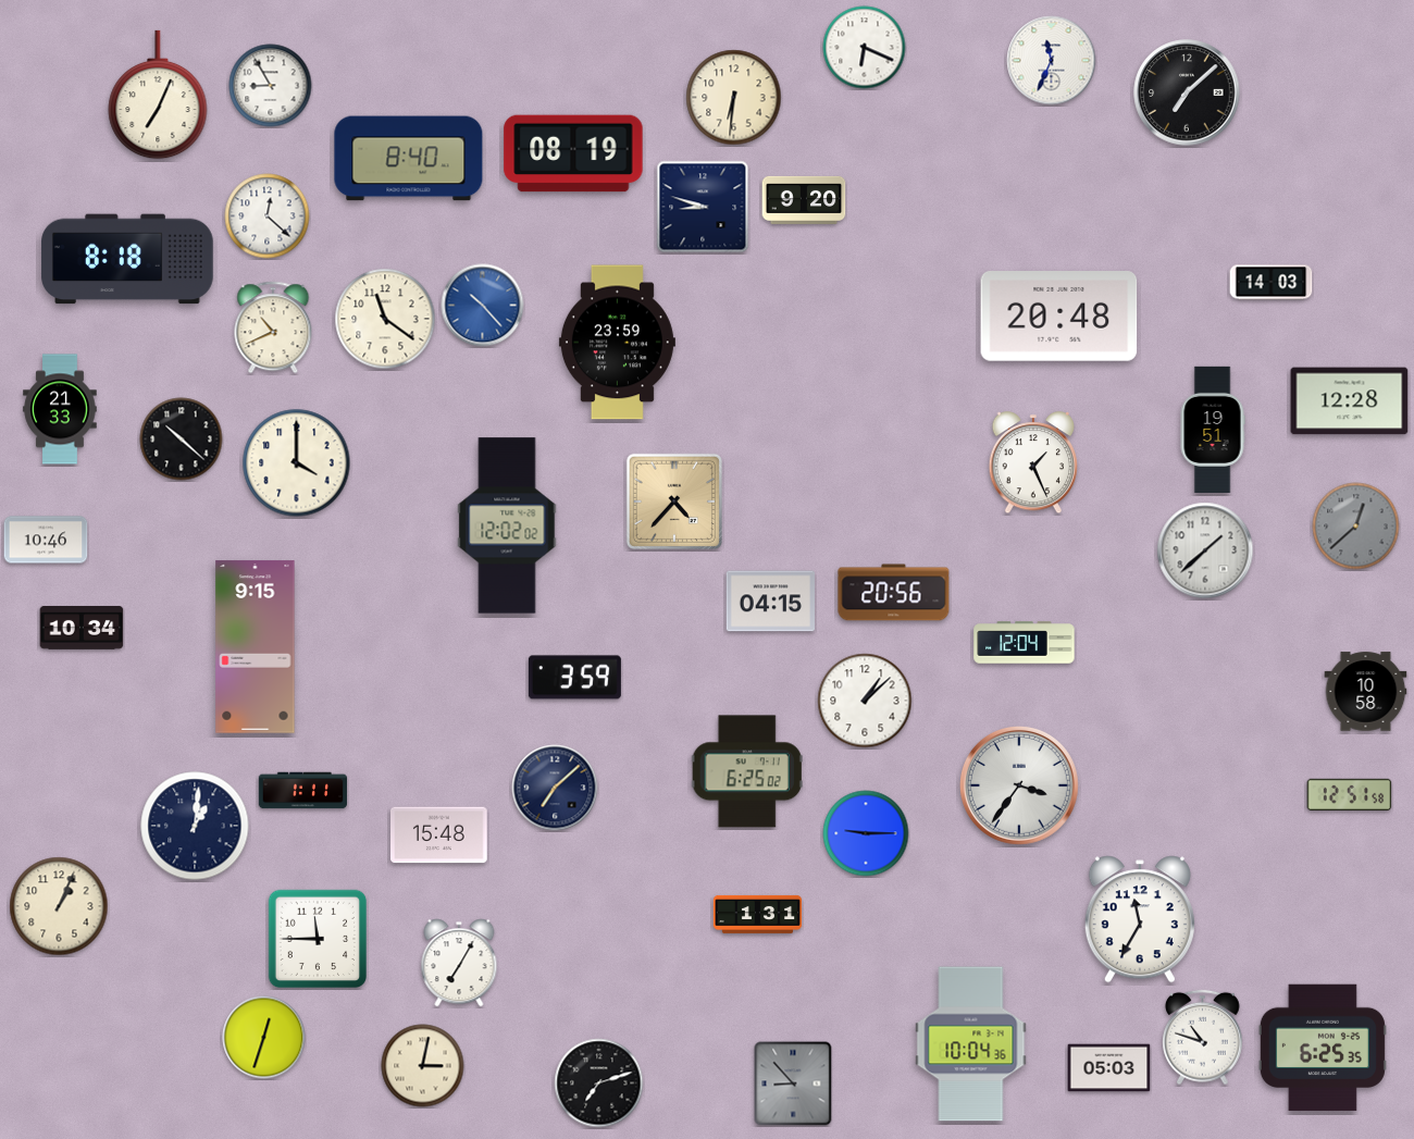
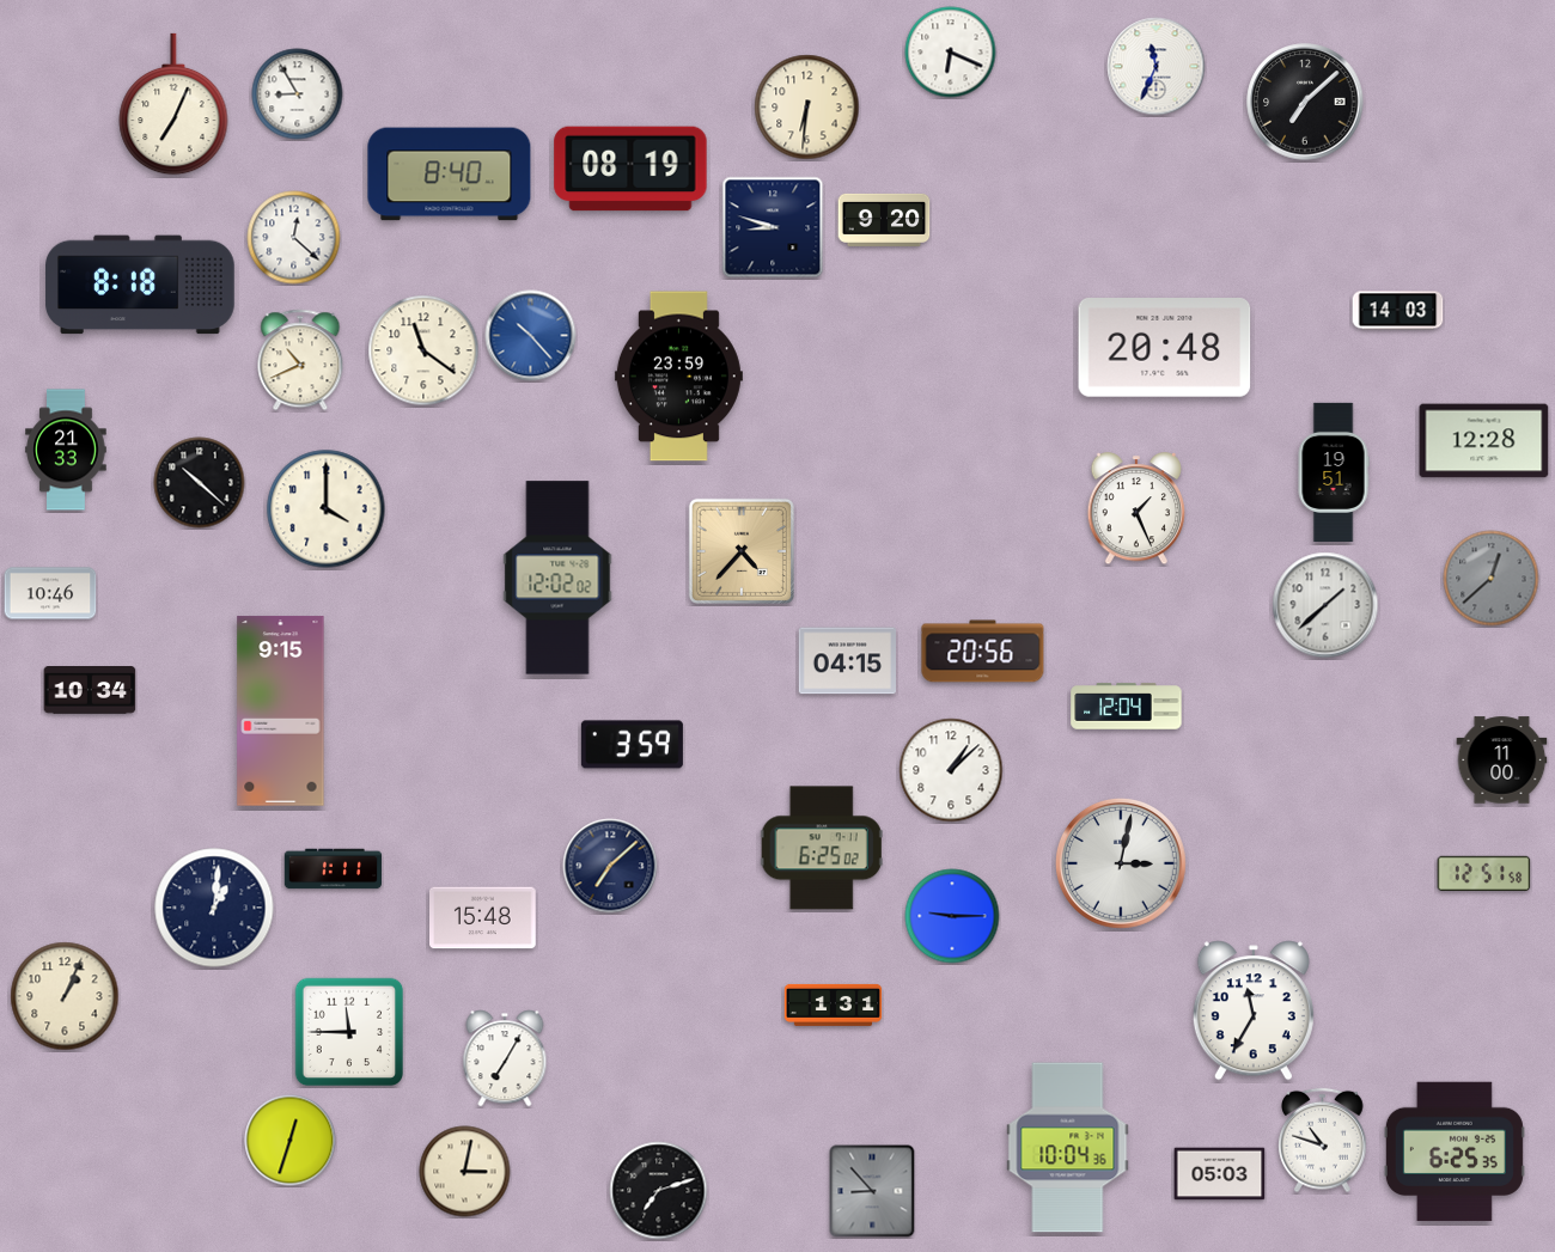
clock at (1366, 692): 10:58 -> 11:00
clock at (1019, 785): 3:36 -> 3:02
